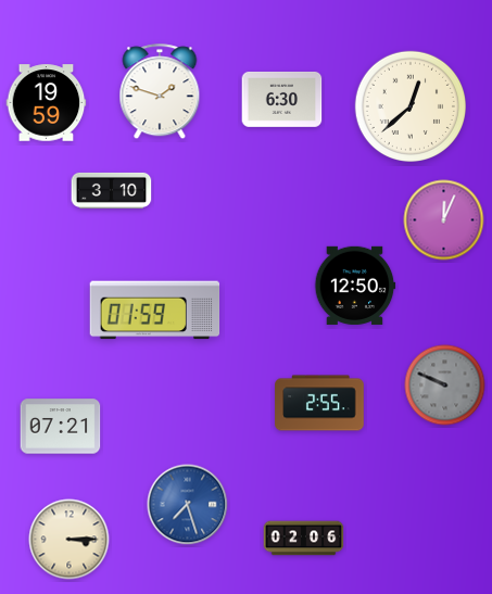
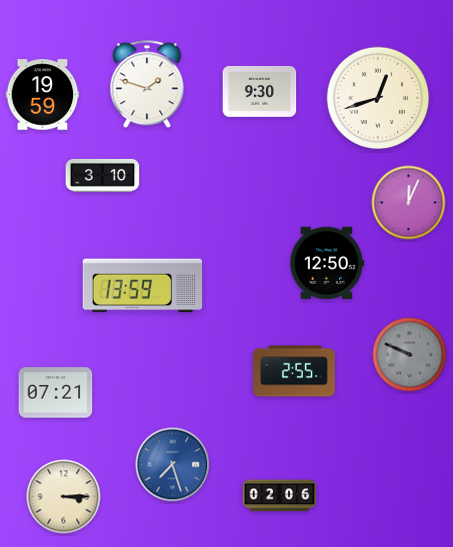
clock at (282, 99): 6:30 -> 9:30
clock at (409, 105): 12:38 -> 12:42
clock at (155, 311): 01:59 -> 13:59
